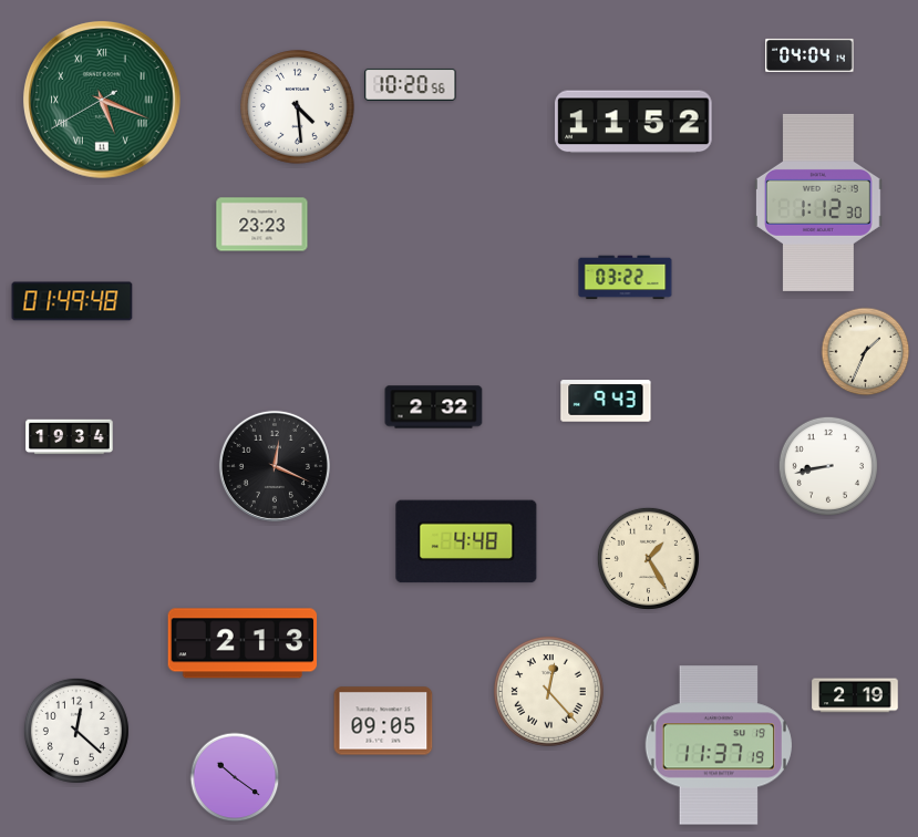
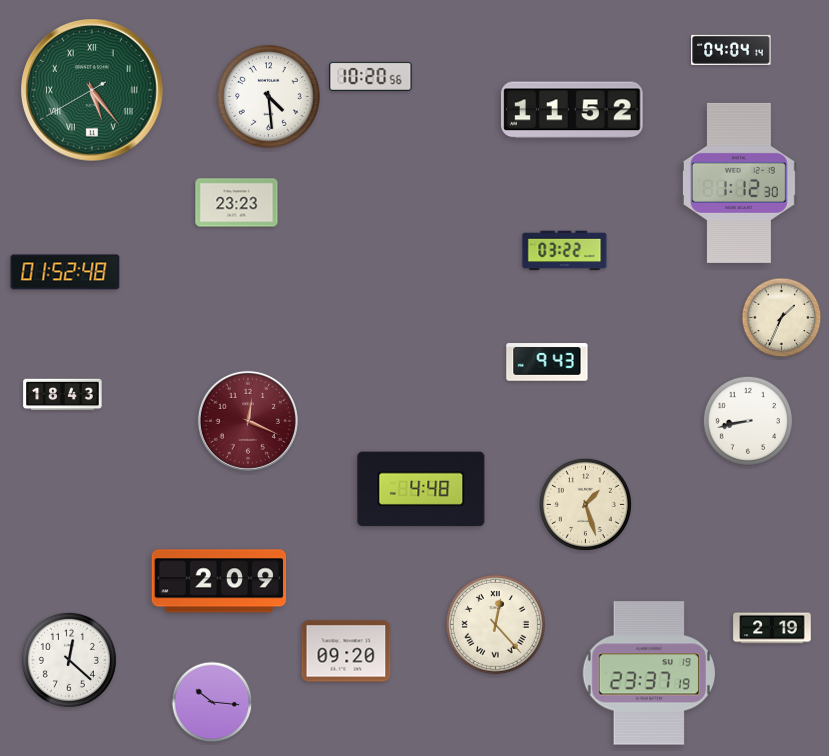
clock at (103, 101): 5:18 -> 5:23
clock at (72, 301): 01:49 -> 01:52
clock at (434, 407): 2:32 -> none
clock at (70, 437): 19:34 -> 18:43
clock at (275, 466) dial: black -> burgundy
clock at (648, 558): 1:25 -> 1:27
clock at (243, 643): 2:13 -> 2:09
clock at (383, 721): 09:05 -> 09:20
clock at (719, 745): 11:37 -> 23:37
clock at (235, 777): 10:21 -> 10:16
